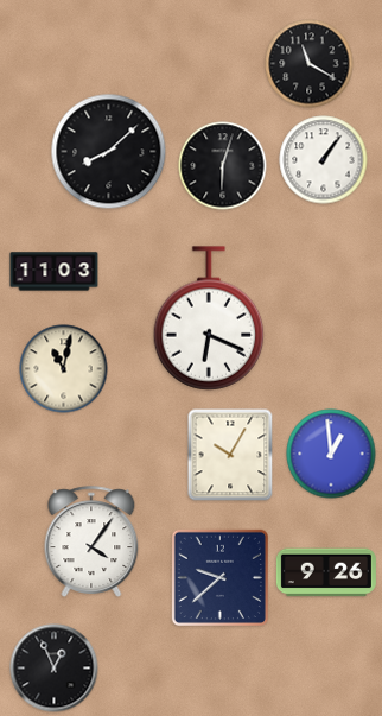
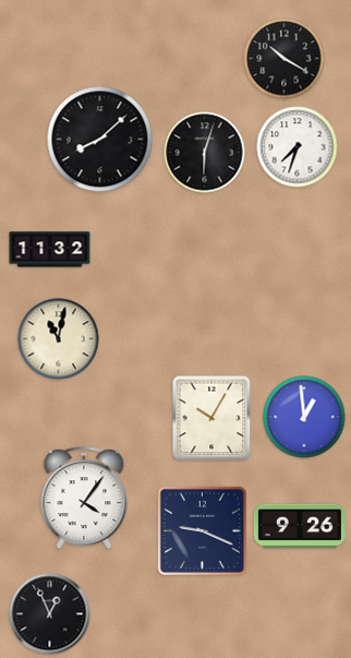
clock at (310, 64): 11:20 -> 10:20
clock at (324, 160): 1:06 -> 7:33
clock at (55, 272): 11:03 -> 11:32
clock at (209, 318): 6:19 -> none
clock at (219, 577): 9:38 -> 9:19
